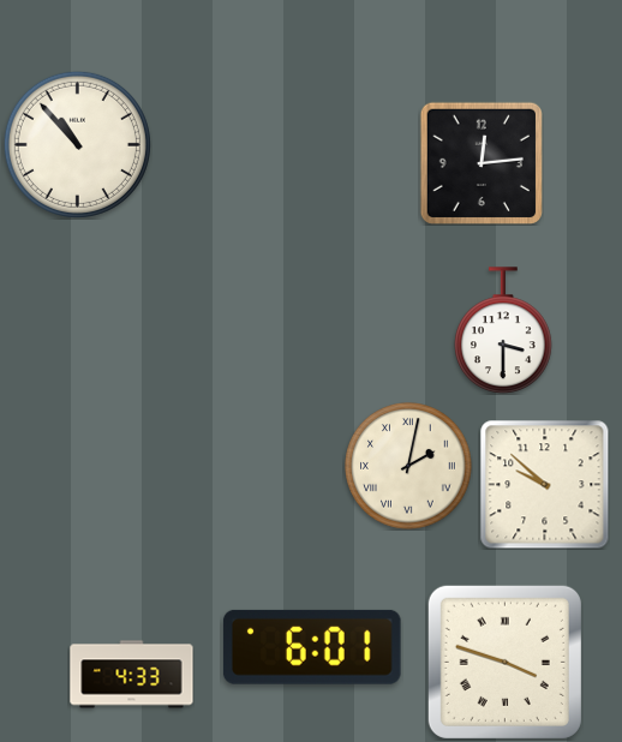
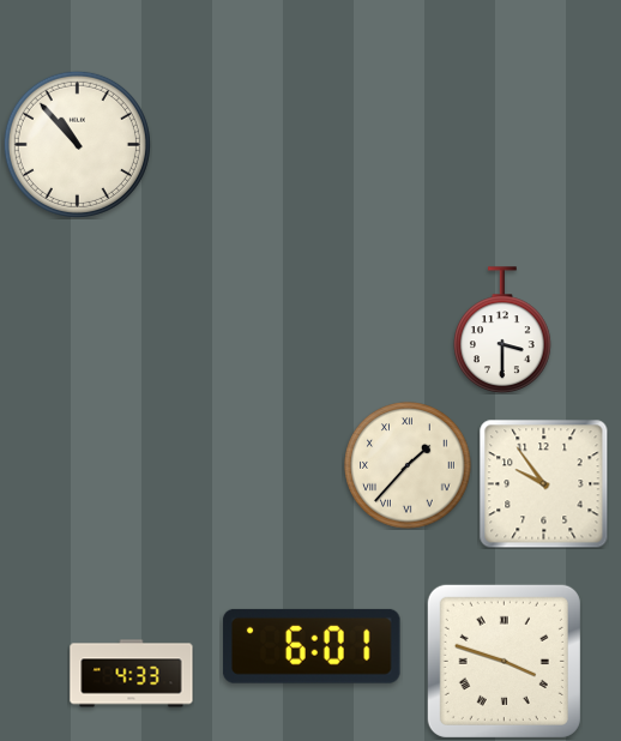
clock at (480, 162): 12:14 -> none
clock at (408, 466): 2:02 -> 1:37
clock at (545, 485): 9:52 -> 9:54
